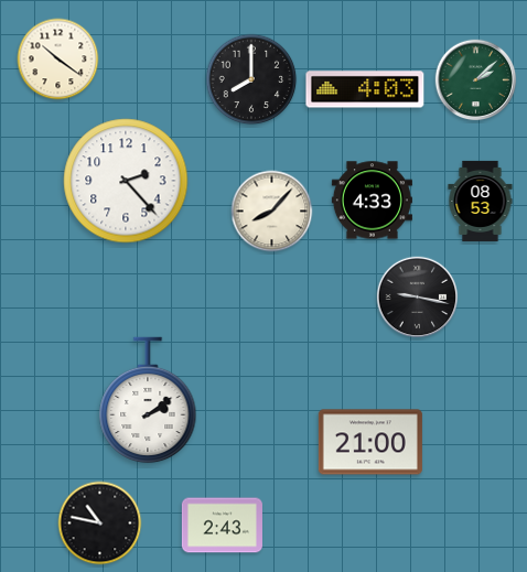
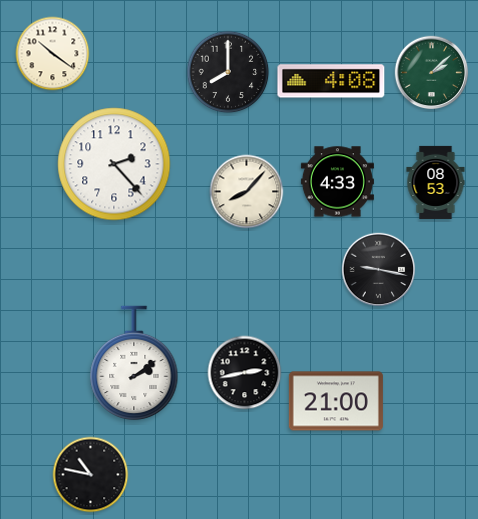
clock at (365, 89): 4:03 -> 4:08
clock at (245, 373): none -> 2:43
clock at (222, 526): 2:43 -> none
